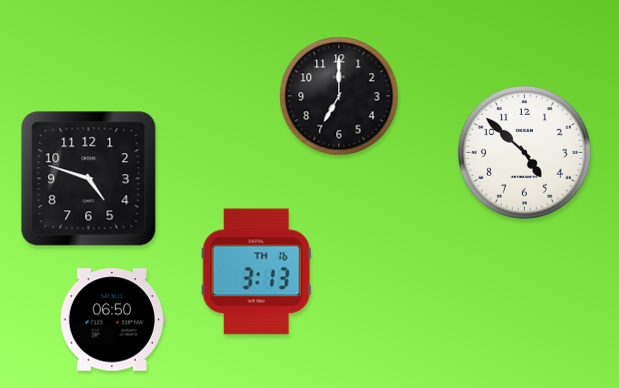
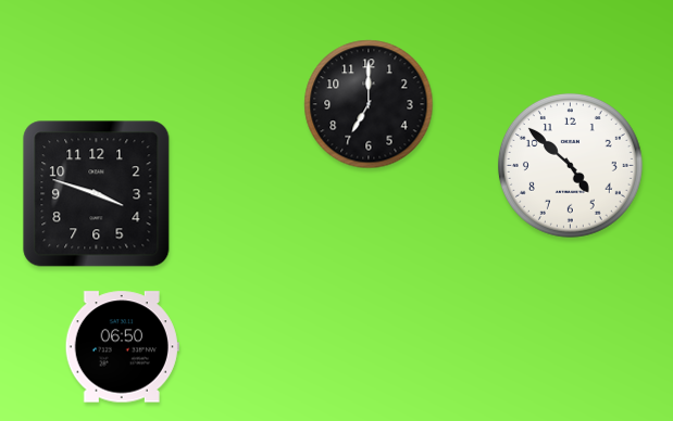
clock at (89, 179): 4:48 -> 3:48
clock at (256, 272): 3:13 -> none
